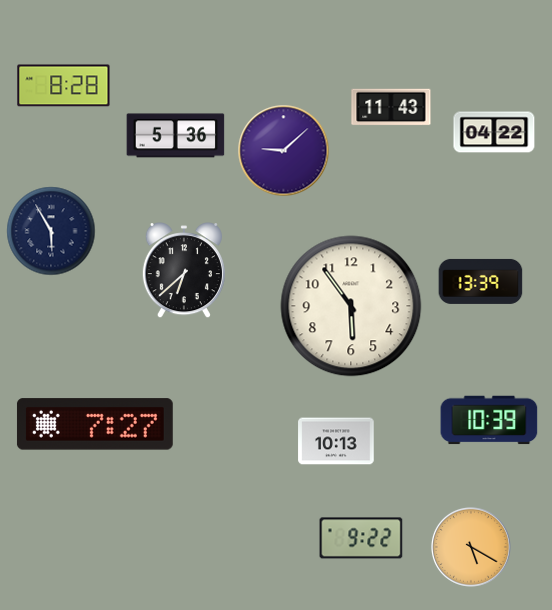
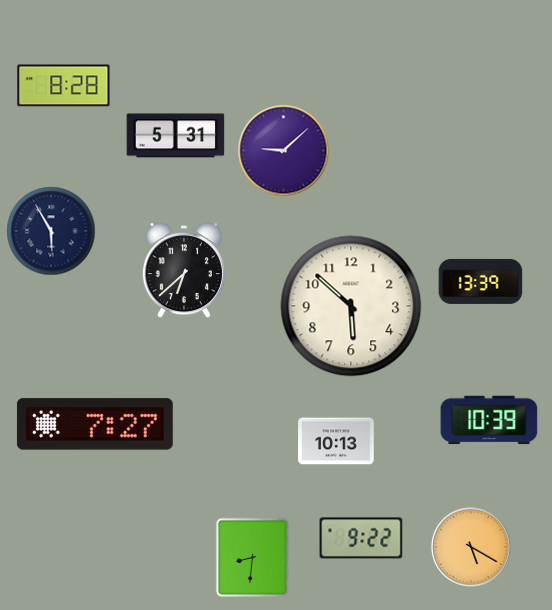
clock at (391, 107): 11:43 -> none
clock at (494, 132): 04:22 -> none
clock at (176, 136): 5:36 -> 5:31
clock at (351, 306): 5:54 -> 5:52
clock at (252, 557): none -> 8:31
